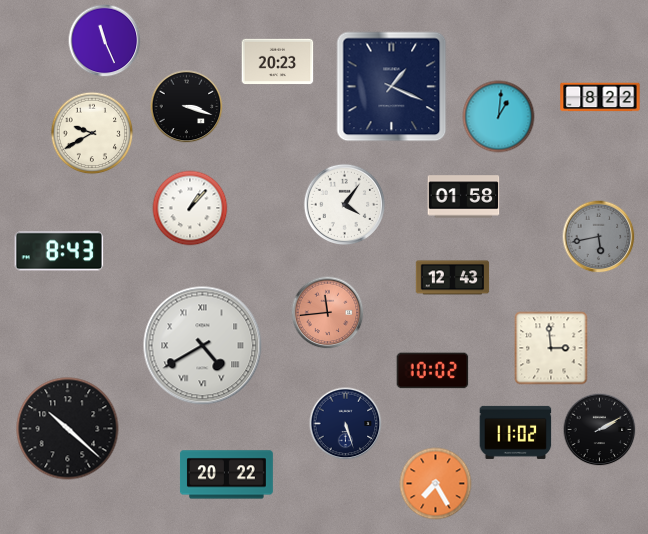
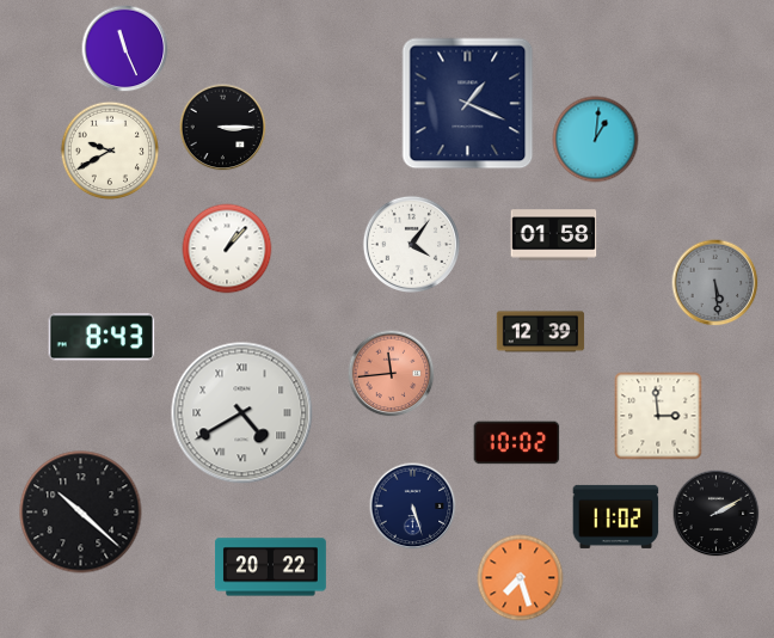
clock at (278, 62): 20:23 -> none
clock at (600, 97): 8:22 -> none
clock at (187, 107): 3:18 -> 3:15
clock at (92, 133) position: (92, 133) -> (110, 151)
clock at (599, 237): 5:43 -> 5:29
clock at (59, 251) position: (59, 251) -> (102, 337)
clock at (453, 278): 12:43 -> 12:39
clock at (436, 484): 7:25 -> 7:27
